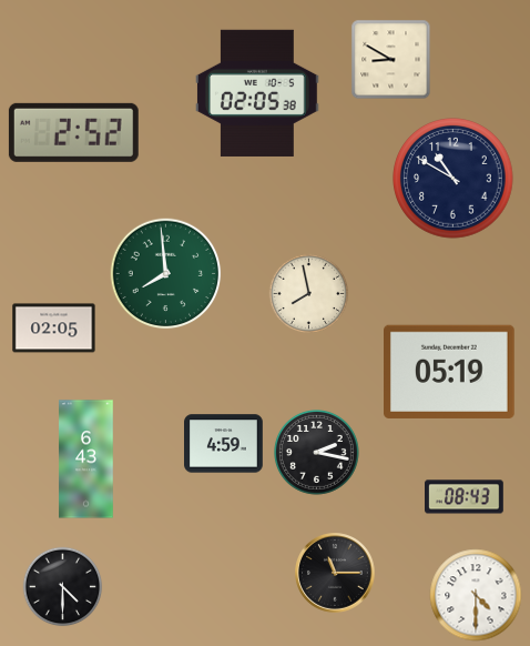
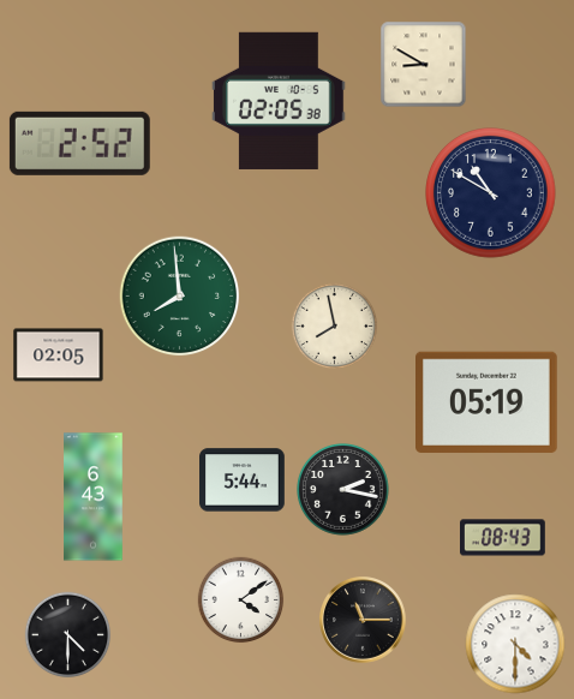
clock at (309, 294) position: (309, 294) -> (335, 327)
clock at (224, 444): 4:59 -> 5:44
clock at (241, 601): none -> 4:09
